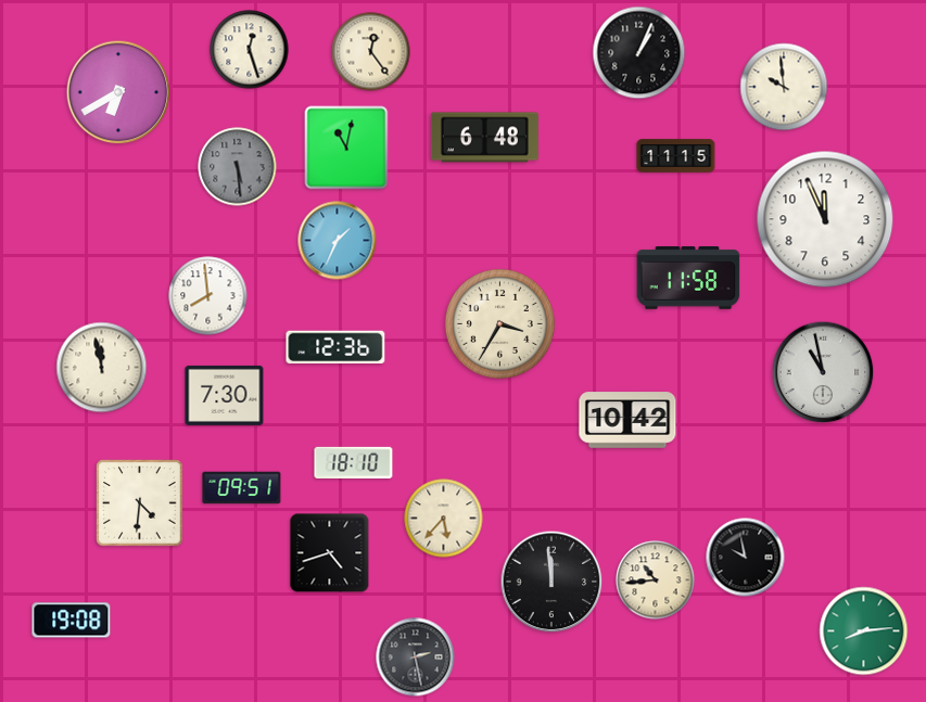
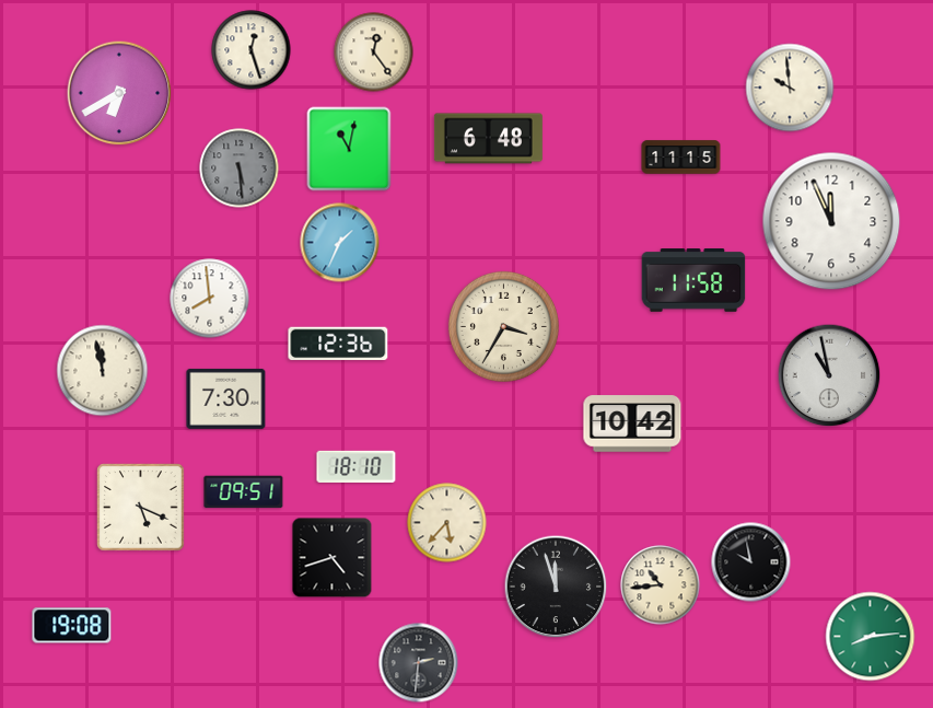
clock at (639, 53): 1:04 -> none
clock at (335, 347) position: (335, 347) -> (338, 344)
clock at (140, 503): 4:31 -> 5:19
clock at (551, 582): 11:59 -> 11:57
clock at (416, 658): 2:28 -> 2:31
